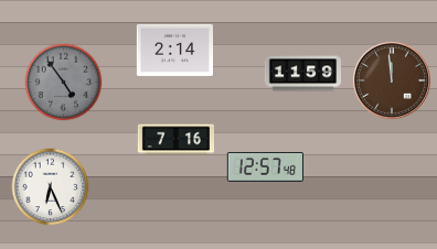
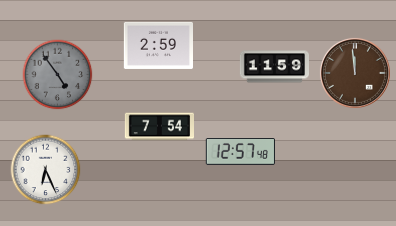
clock at (174, 50): 2:14 -> 2:59
clock at (175, 140): 7:16 -> 7:54
